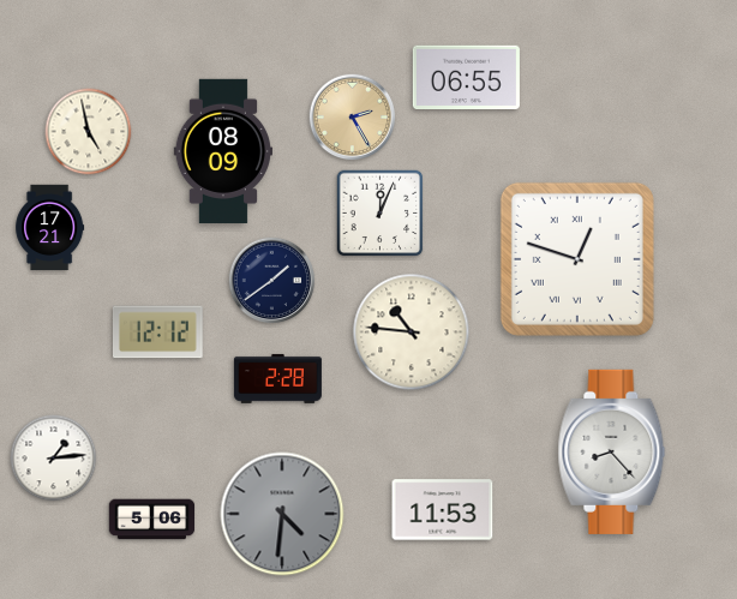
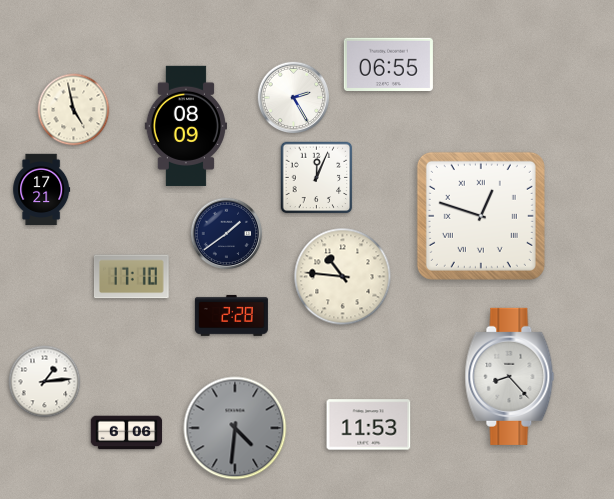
clock at (353, 118) dial: champagne -> white
clock at (158, 333): 12:12 -> 17:10
clock at (152, 520): 5:06 -> 6:06
